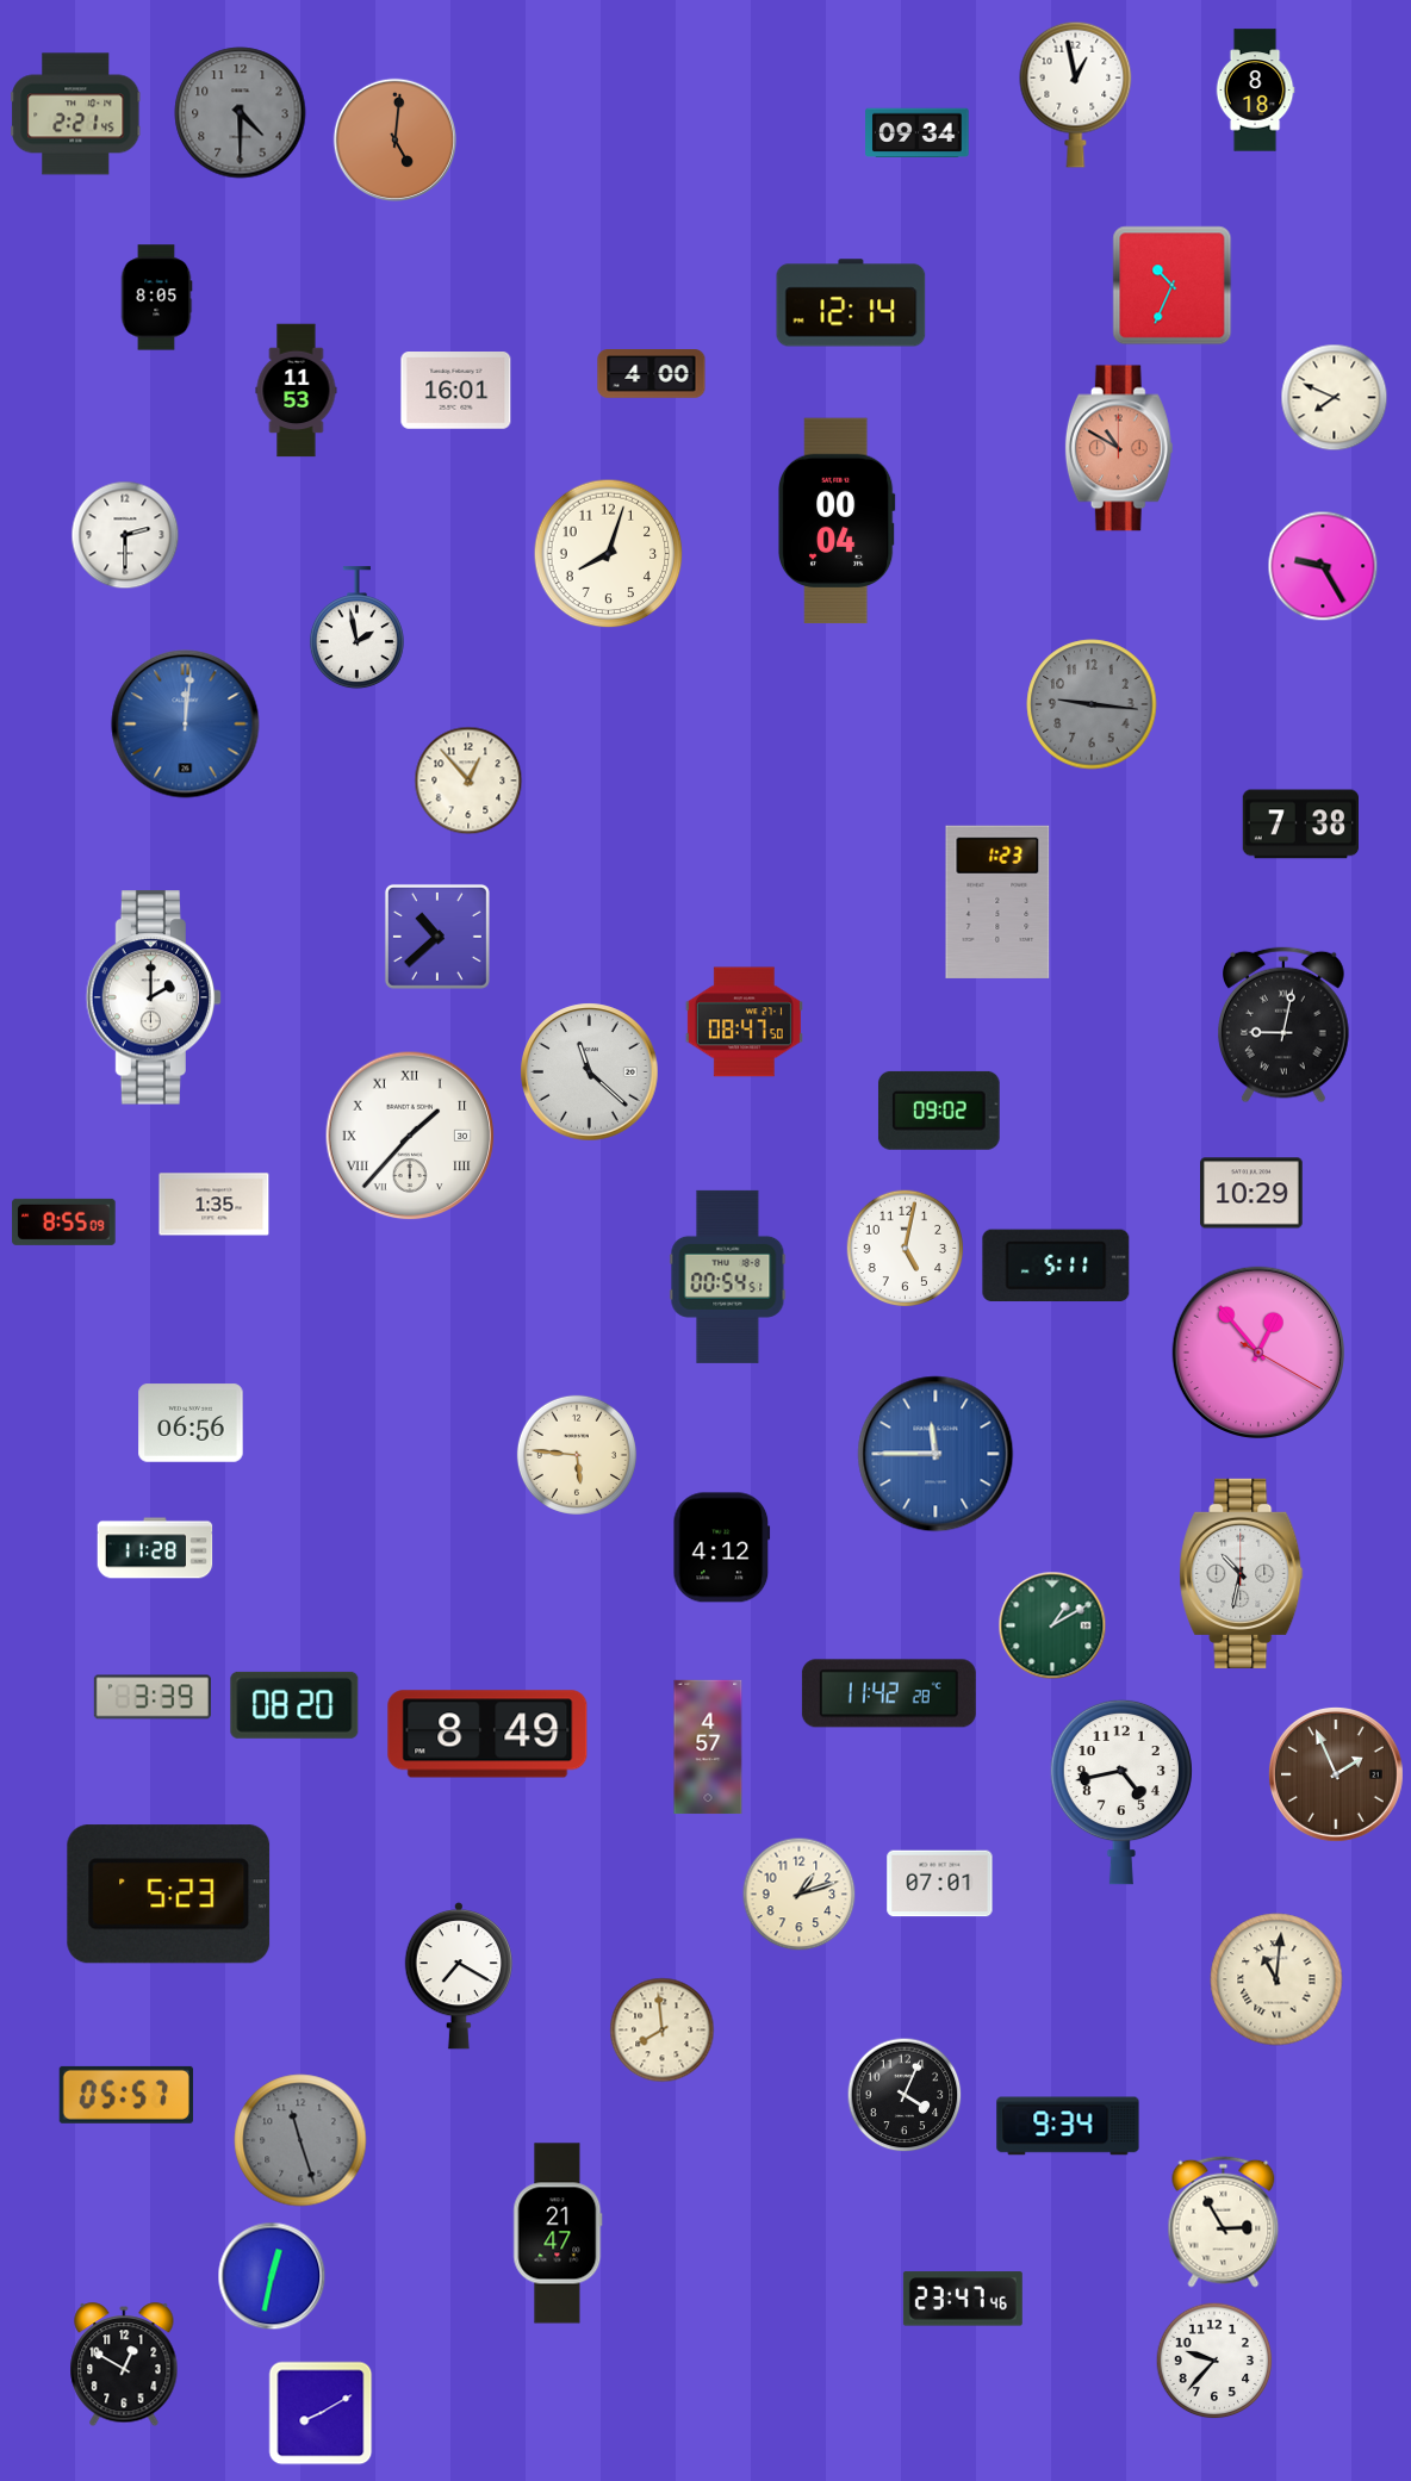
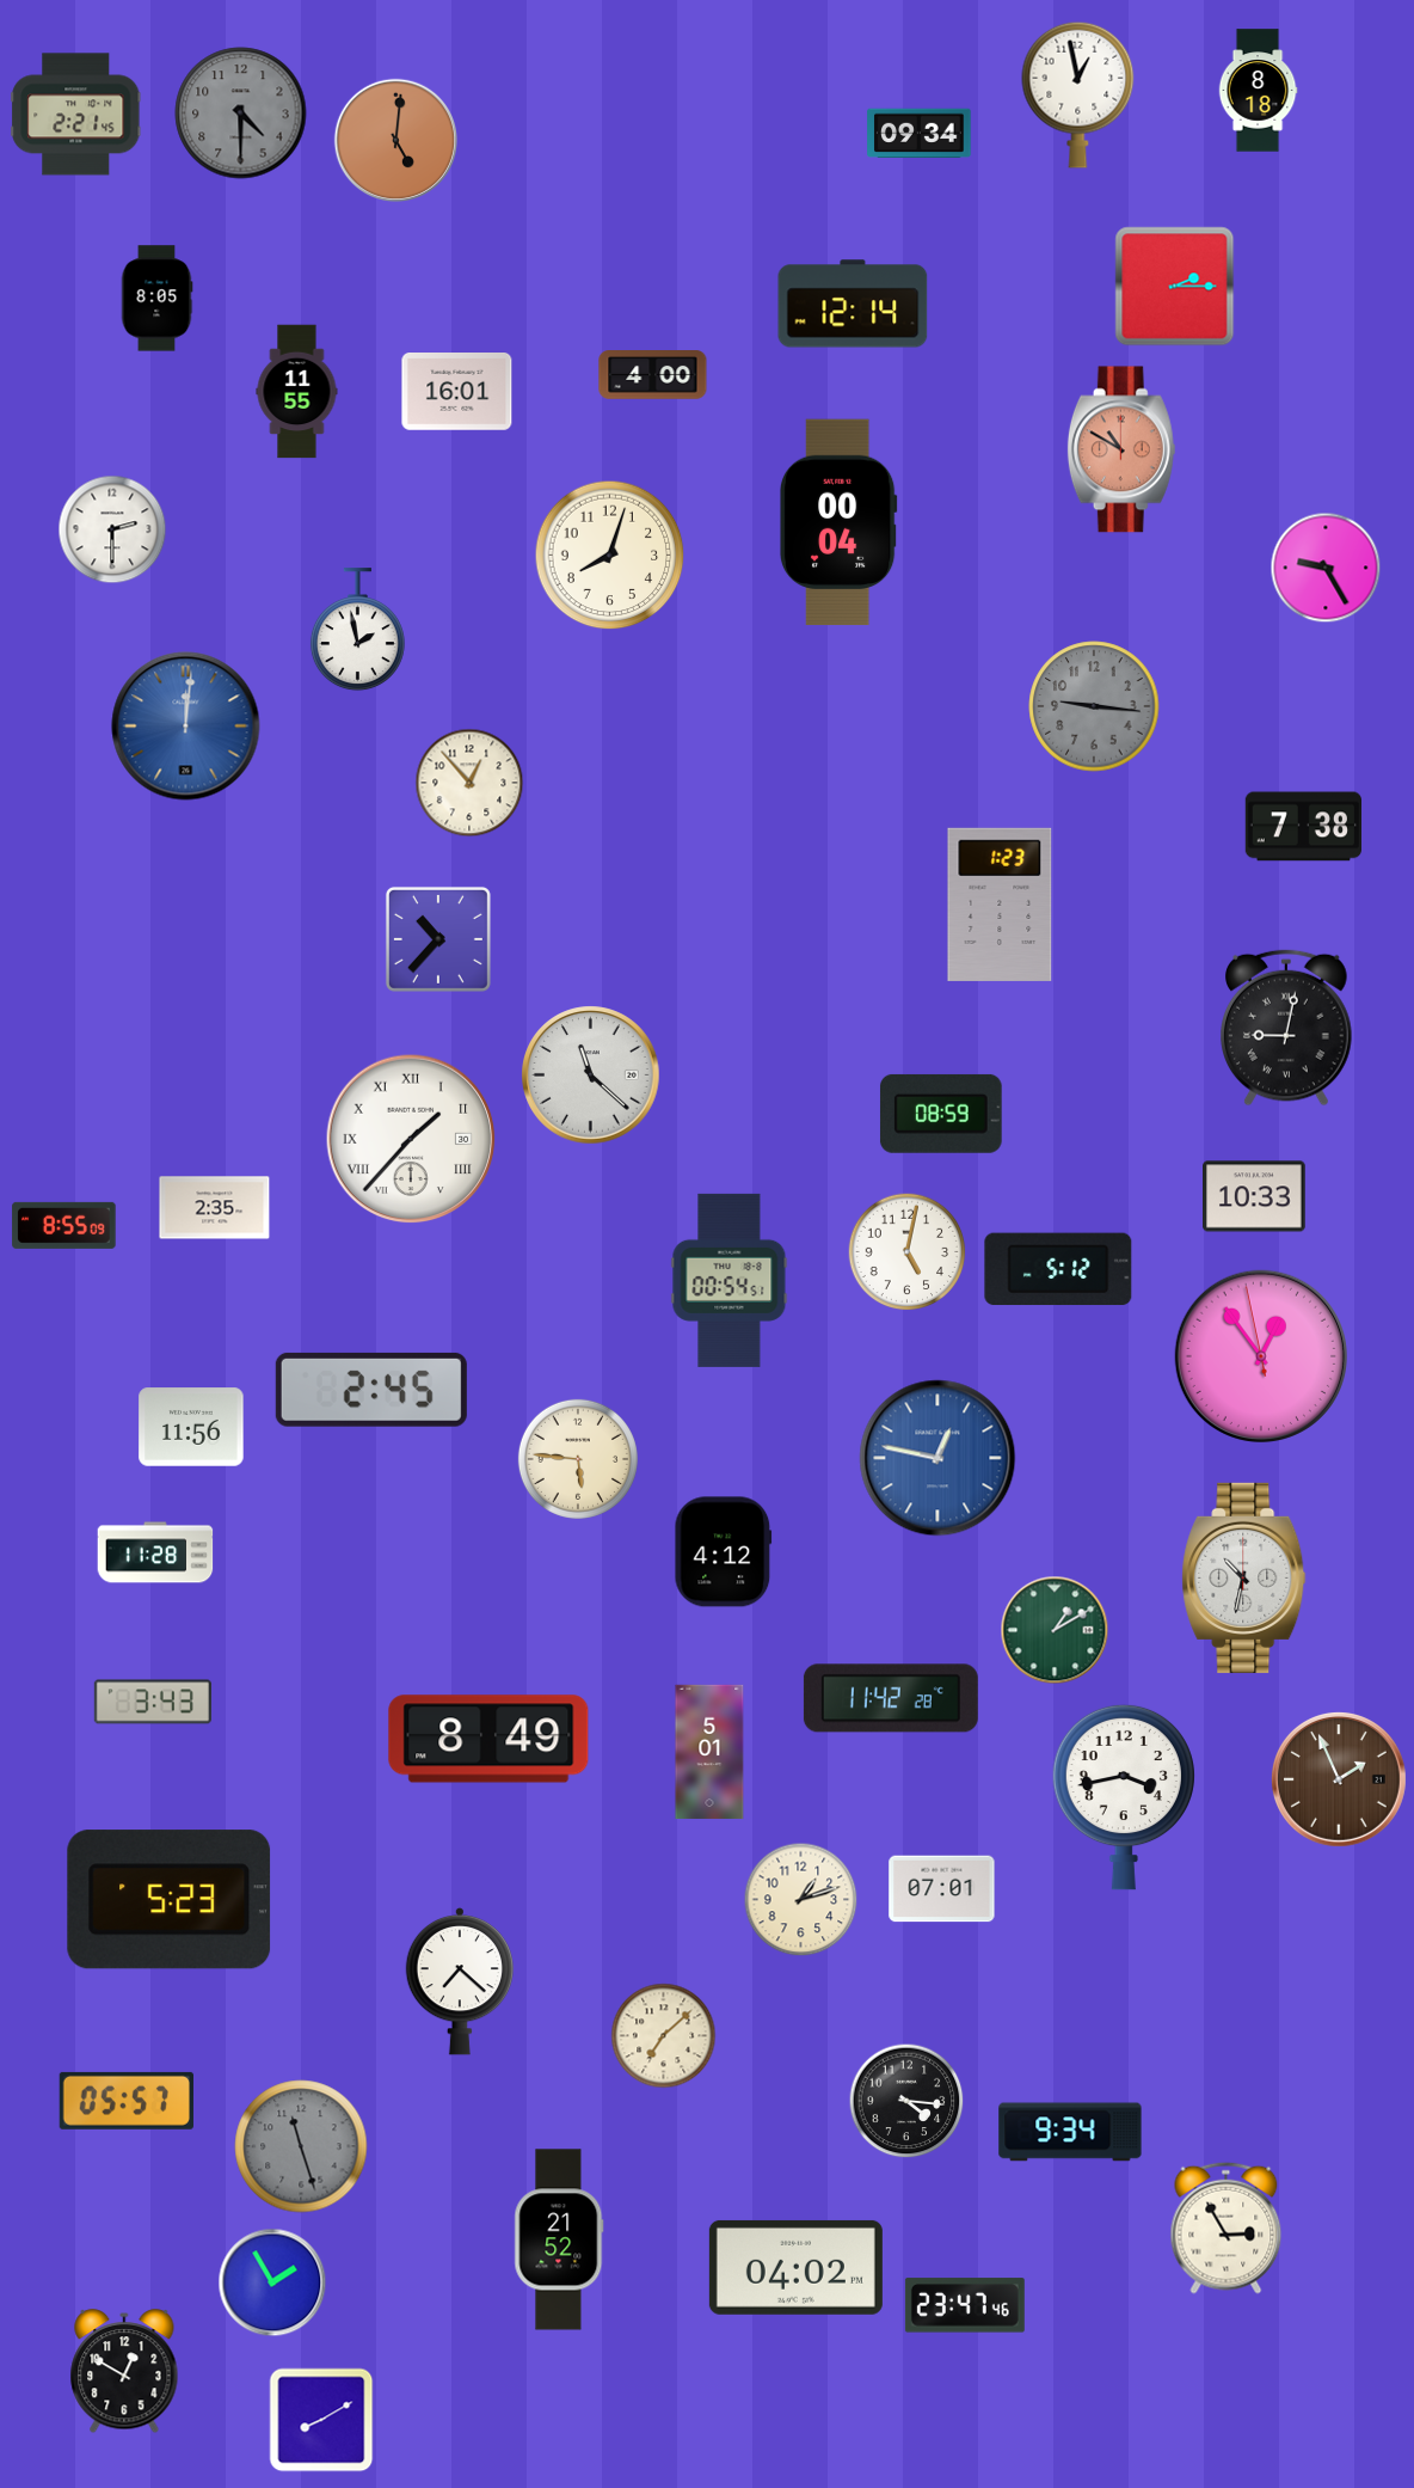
clock at (1173, 286): 10:34 -> 2:15
clock at (297, 391): 11:53 -> 11:55
clock at (1335, 398): 7:49 -> none
clock at (125, 535) position: (125, 535) -> (112, 529)
clock at (437, 937): 10:38 -> 10:37
clock at (154, 997): 2:00 -> none
clock at (744, 1022): 08:47 -> none
clock at (939, 1111): 09:02 -> 08:59
clock at (1253, 1193): 10:29 -> 10:33
clock at (215, 1205): 1:35 -> 2:35
clock at (1056, 1266): 5:11 -> 5:12
clock at (1257, 1351): 12:53:20 -> 12:53:58
clock at (371, 1390): none -> 2:45
clock at (191, 1423): 06:56 -> 11:56
clock at (936, 1454): 11:45 -> 12:47
clock at (153, 1697): 3:39 -> 3:43
clock at (294, 1705): 08:20 -> none
clock at (708, 1747): 4:57 -> 5:01
clock at (1121, 1792): 4:43 -> 3:43
clock at (458, 1976): 7:20 -> 7:22
clock at (1276, 1979): 11:01 -> none
clock at (663, 2031): 7:59 -> 7:08
clock at (905, 2095): 4:04 -> 4:16
clock at (558, 2233): 21:47 -> 21:52
clock at (795, 2267): none -> 04:02
clock at (272, 2276): 12:32 -> 1:55
clock at (1214, 2361): 9:37 -> none
